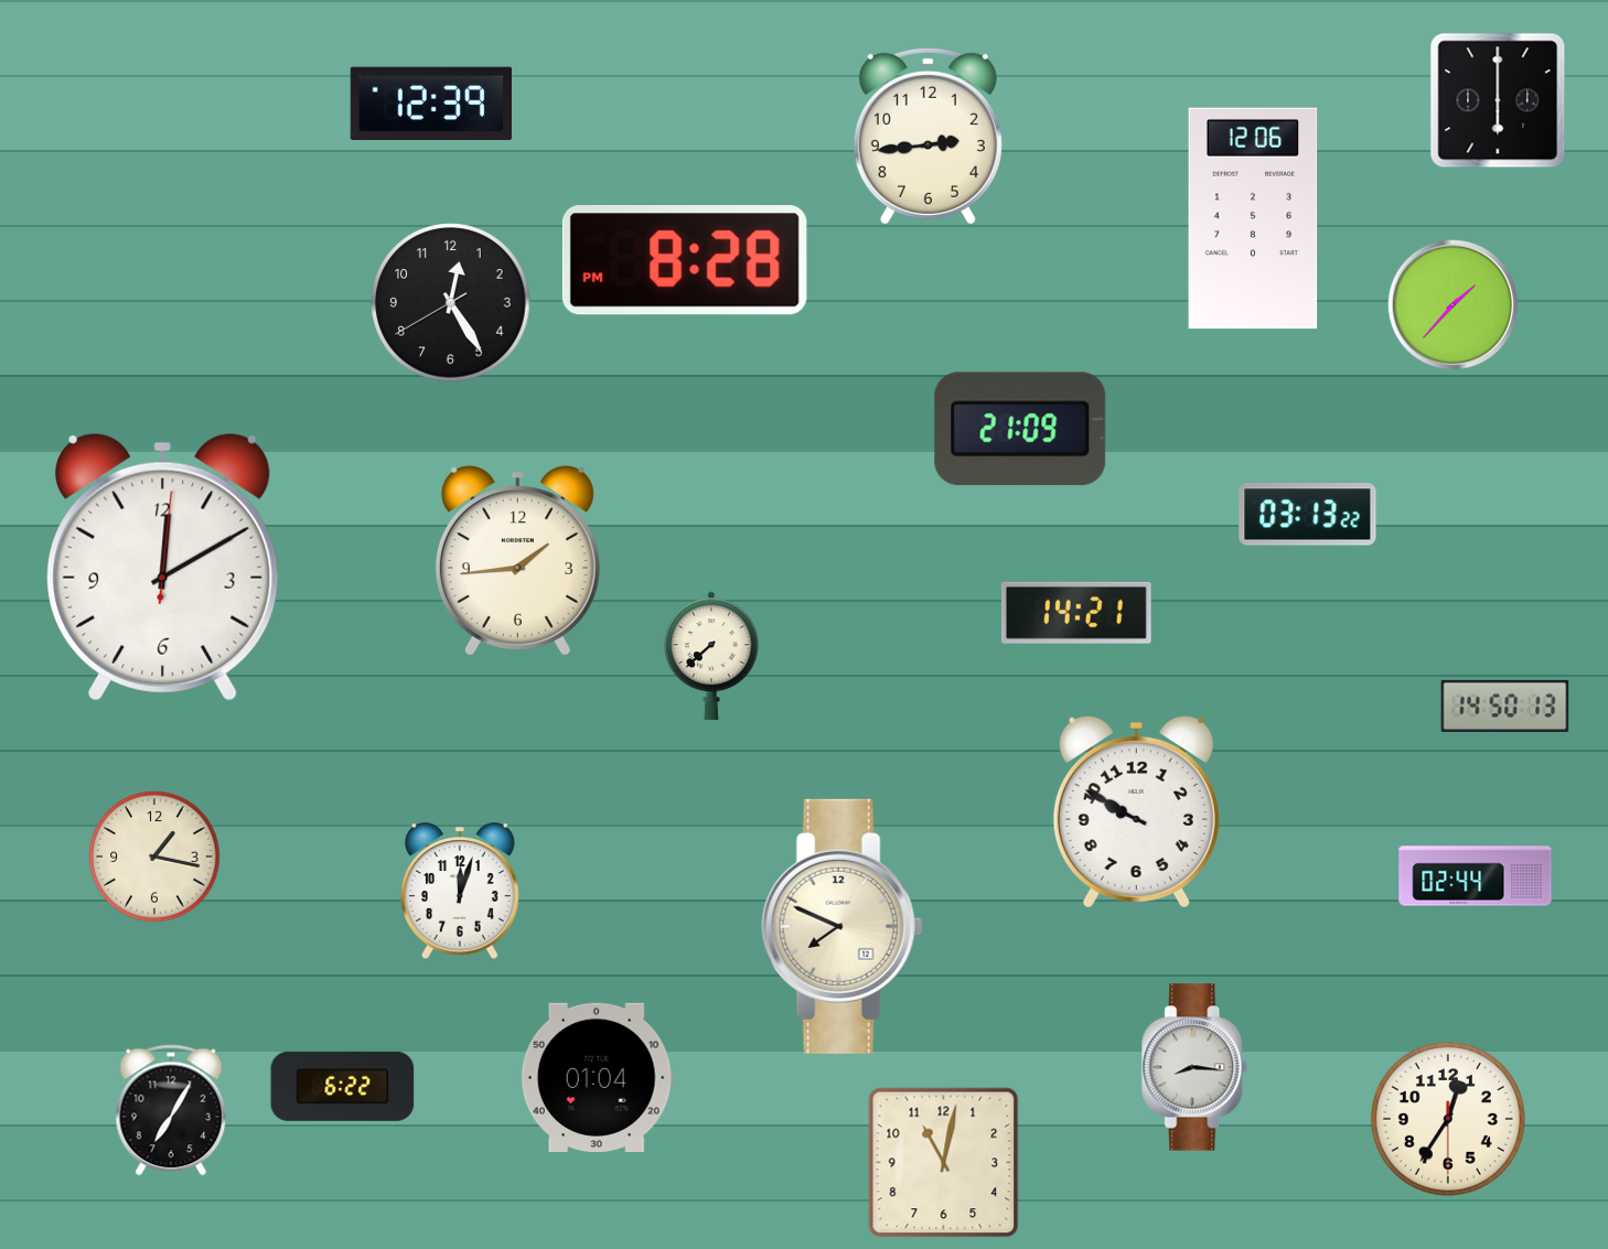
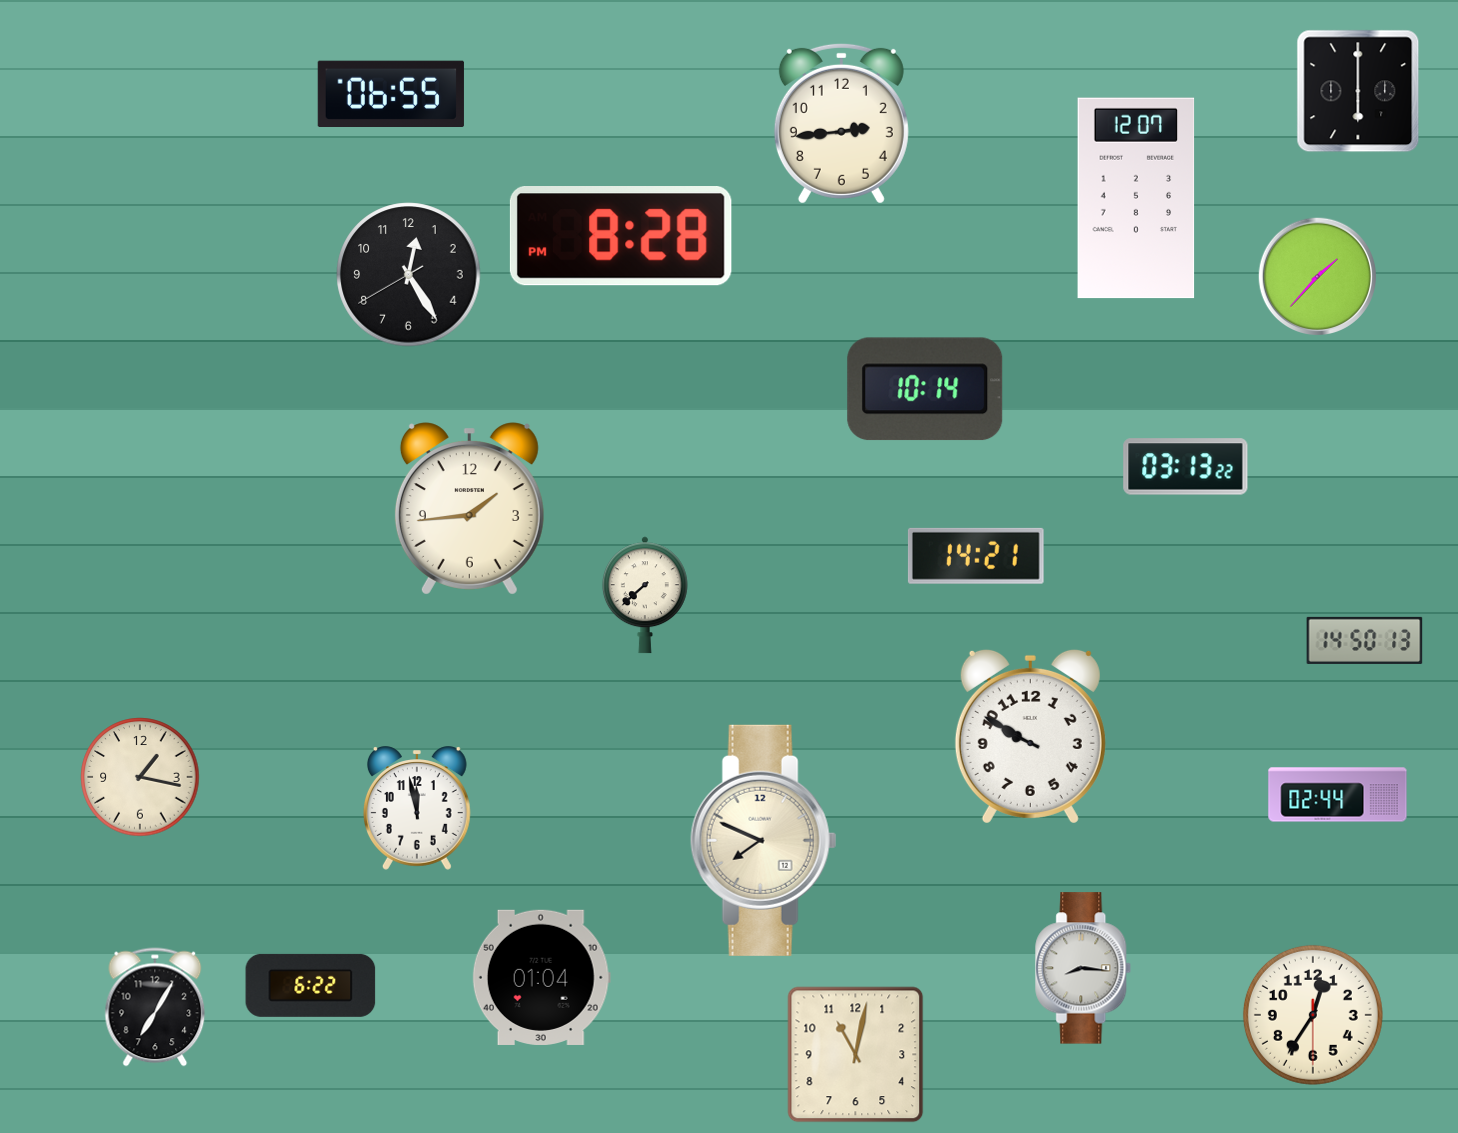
clock at (431, 103): 12:39 -> 06:55
clock at (1253, 218): 12:06 -> 12:07
clock at (1020, 429): 21:09 -> 10:14
clock at (163, 567): 12:10 -> none
clock at (460, 891): 12:03 -> 11:58
